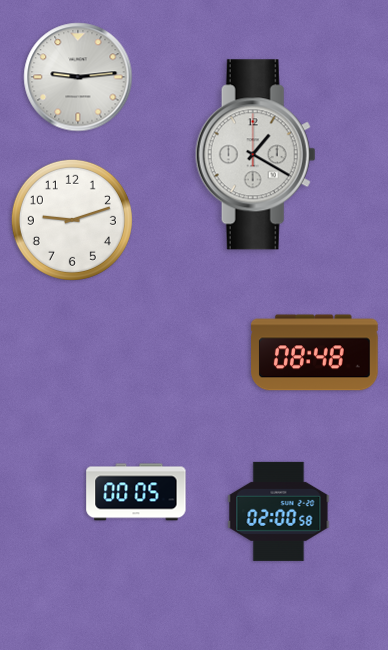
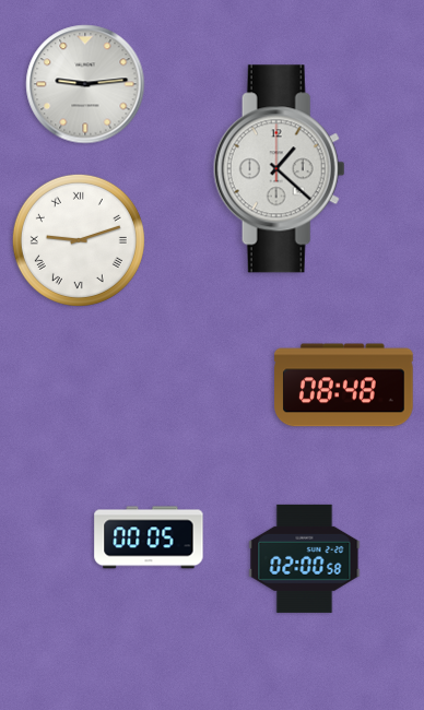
clock at (255, 155): 1:20 -> 1:22
clock at (72, 220) numerals: Arabic -> Roman
